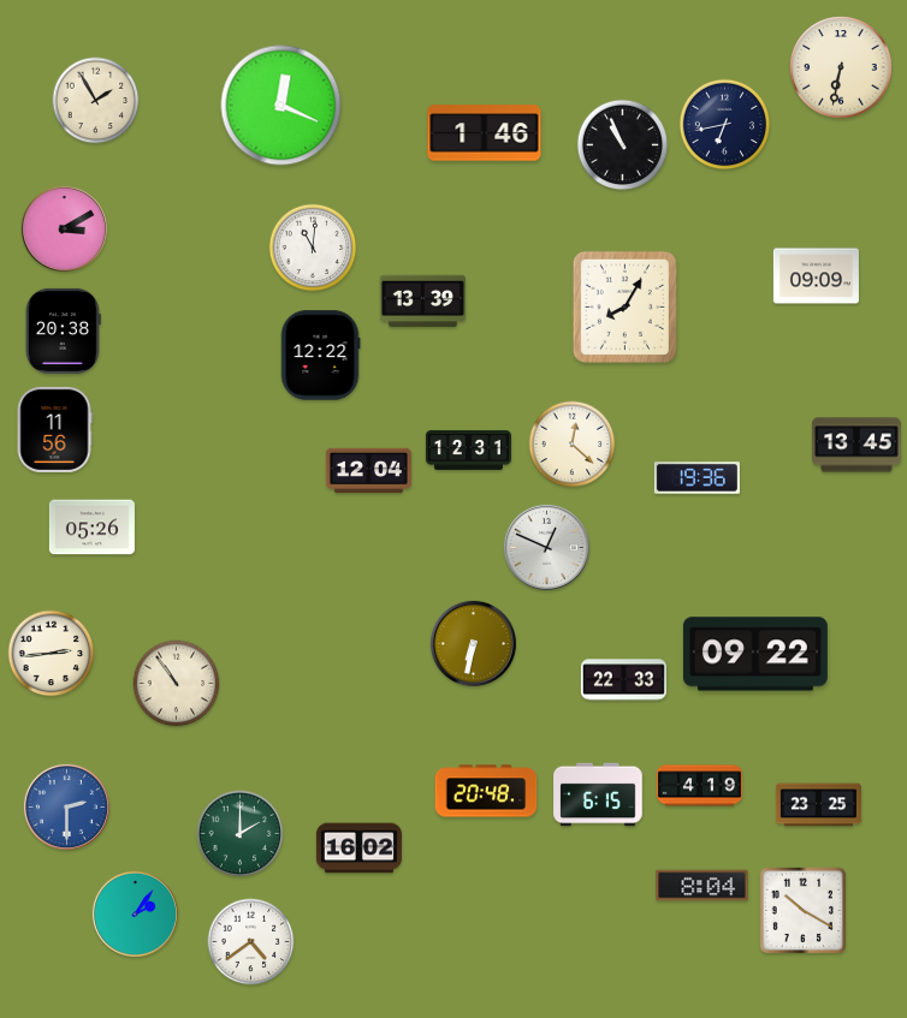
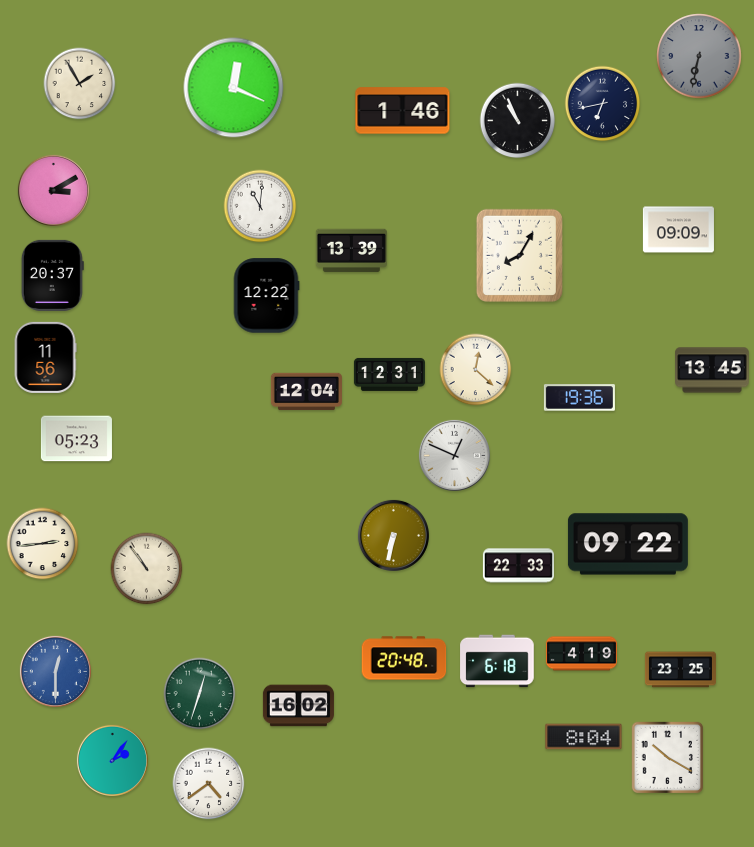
clock at (841, 67) dial: cream -> grey
clock at (63, 331): 20:38 -> 20:37
clock at (91, 528): 05:26 -> 05:23
clock at (598, 794): 6:15 -> 6:18
clock at (66, 806): 2:30 -> 12:30
clock at (241, 834): 2:00 -> 12:33
